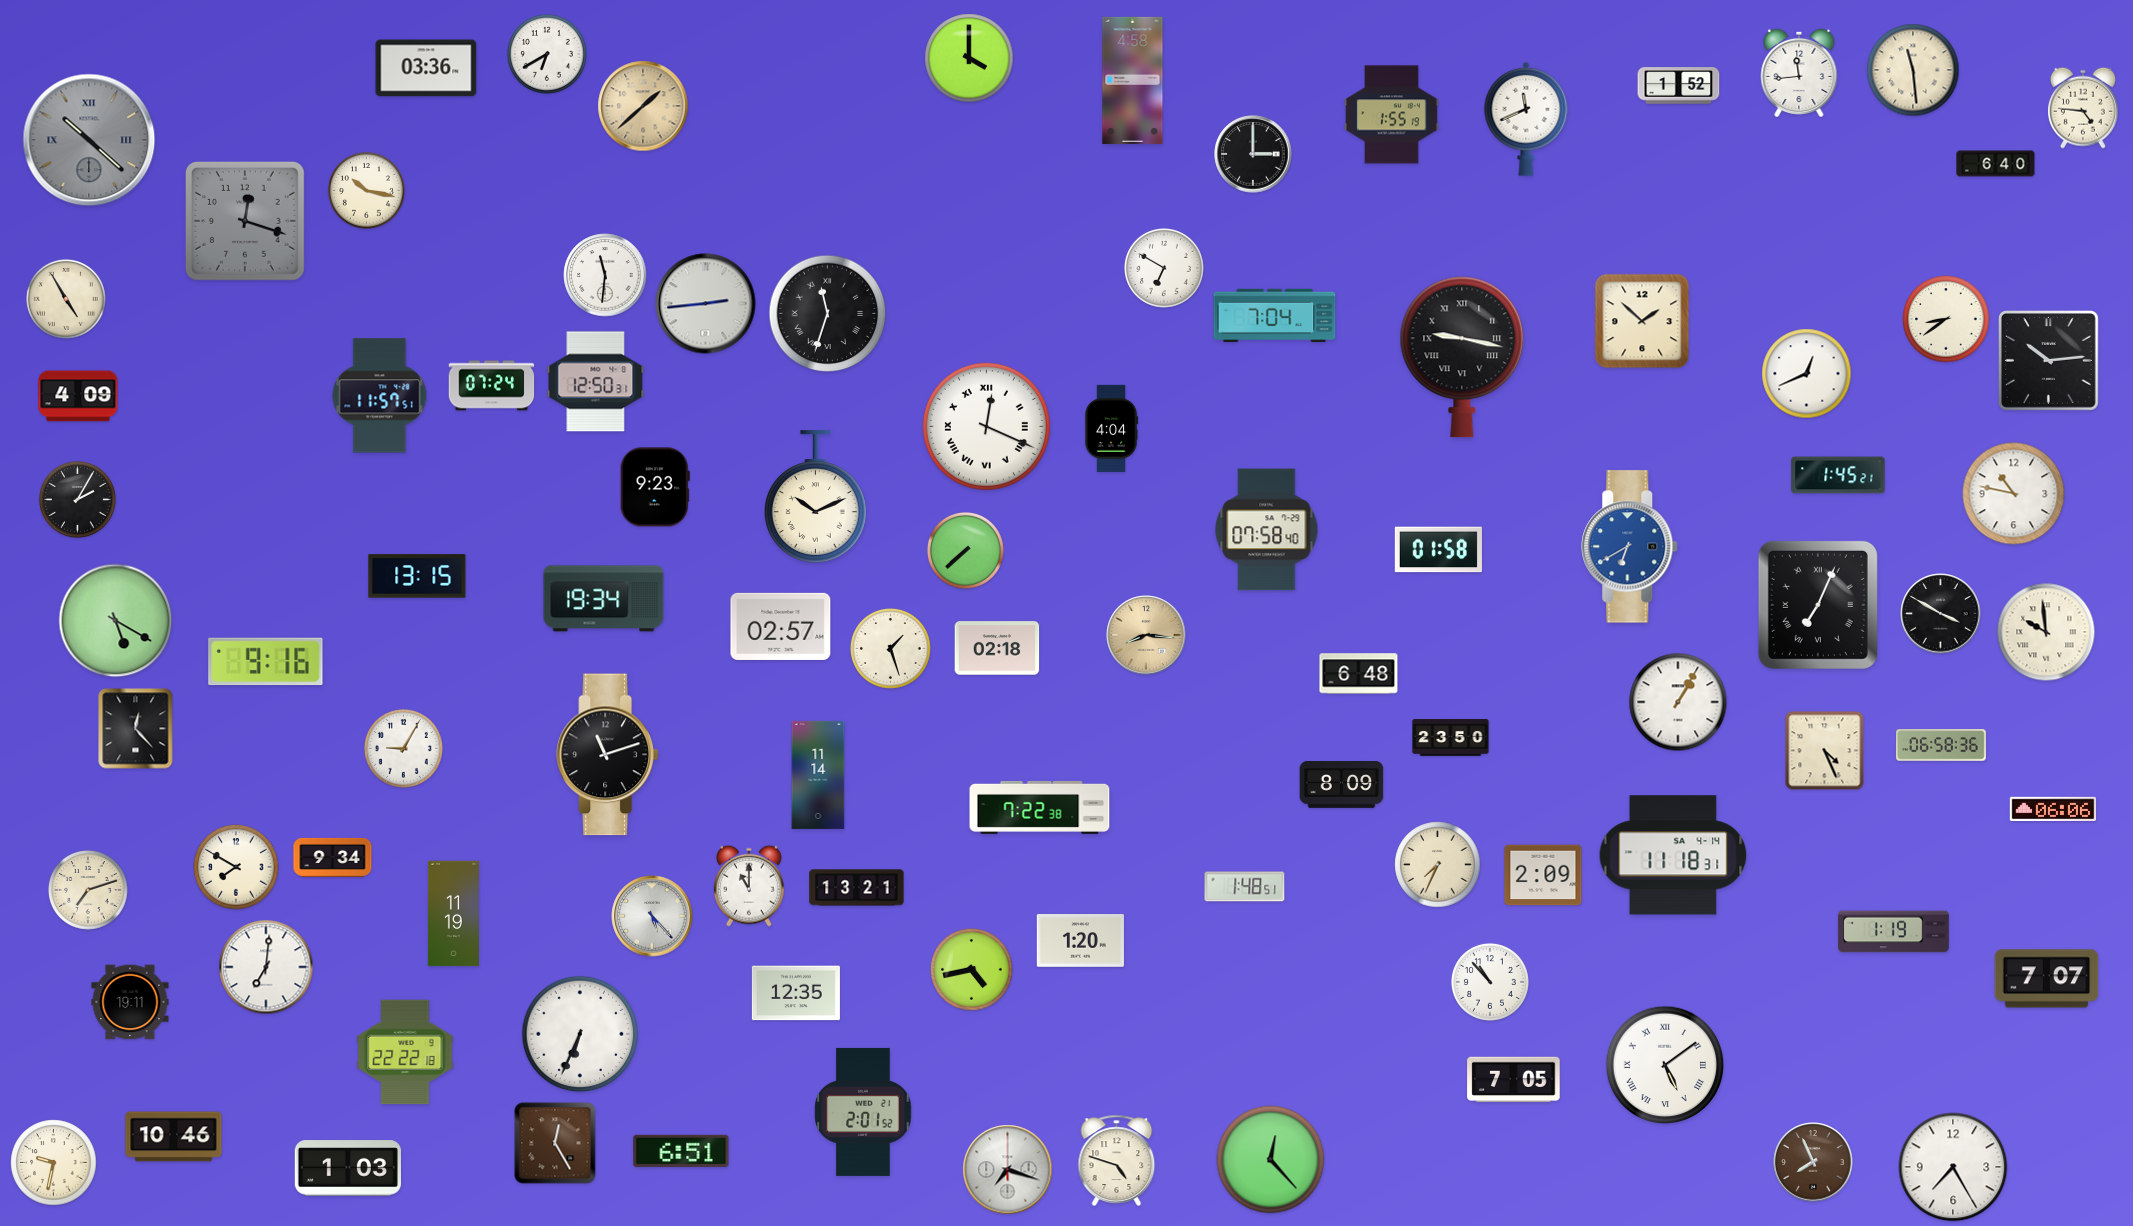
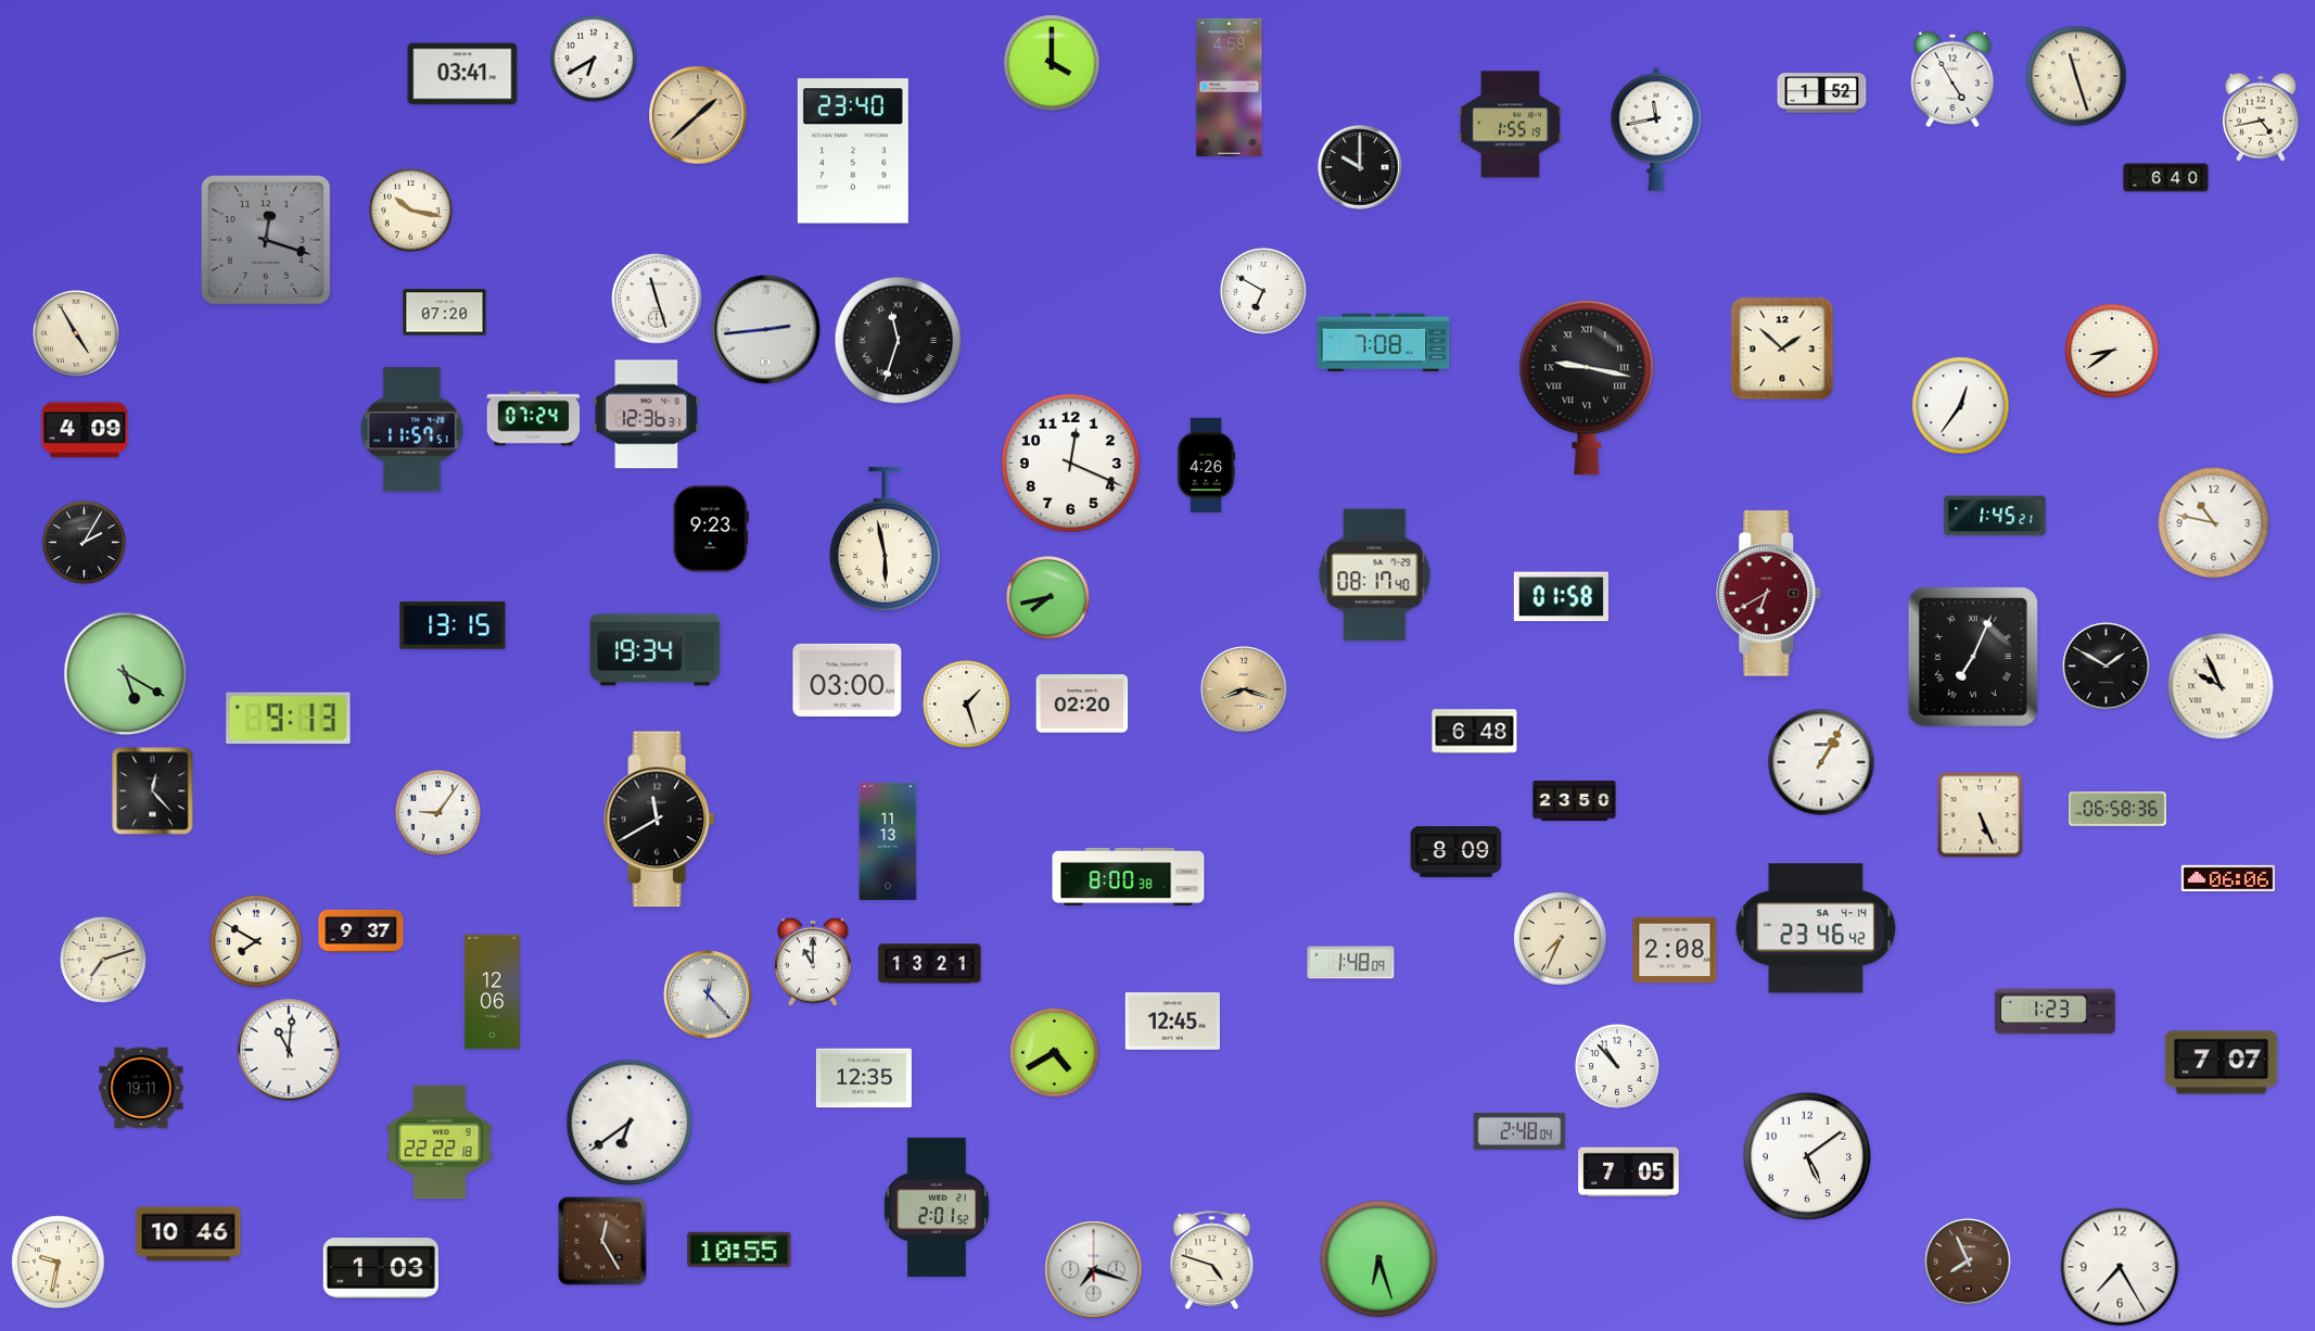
clock at (426, 68): 03:36 -> 03:41
clock at (1913, 70): 11:29 -> 11:27
clock at (1799, 72): 11:44 -> 4:55
clock at (2083, 108): 4:46 -> 4:43
clock at (1526, 119): 11:41 -> 11:43
clock at (853, 151): none -> 23:40
clock at (89, 140): 10:22 -> none
clock at (1253, 154): 3:00 -> 10:00
clock at (366, 190) position: (366, 190) -> (410, 210)
clock at (605, 275): 11:31 -> 11:27
clock at (445, 313): none -> 07:20
clock at (66, 299) position: (66, 299) -> (76, 333)
clock at (1275, 316): 7:04 -> 7:08
clock at (1946, 319) position: (1946, 319) -> (2112, 351)
clock at (2049, 361): 10:14 -> none
clock at (1807, 374): 12:41 -> 12:36
clock at (596, 382): 12:50 -> 12:36
clock at (986, 426) numerals: Roman -> Arabic
clock at (1111, 428): 4:04 -> 4:26
clock at (2014, 494) position: (2014, 494) -> (2214, 523)
clock at (815, 497): 10:11 -> 5:58
clock at (1267, 530): 07:58 -> 08:17
clock at (1630, 547) dial: blue -> burgundy
clock at (965, 550): 7:38 -> 7:43
clock at (1941, 614): 3:50 -> 1:50
clock at (781, 626): 02:57 -> 03:00
clock at (2046, 632): 9:59 -> 9:56
clock at (1146, 635): 8:16 -> 8:18
clock at (997, 648): 02:18 -> 02:20
clock at (266, 662): 9:16 -> 9:13
clock at (136, 729) position: (136, 729) -> (153, 791)
clock at (1942, 745) position: (1942, 745) -> (2119, 809)
clock at (403, 748): 9:05 -> 9:06
clock at (1825, 751): 4:26 -> 5:26
clock at (608, 755): 11:12 -> 11:40
clock at (818, 775): 11:14 -> 11:13
clock at (1040, 807): 7:22 -> 8:00
clock at (1673, 855): 11:18 -> 23:46
clock at (333, 857): 9:34 -> 9:37
clock at (1543, 875): 2:09 -> 2:08
clock at (1245, 887): 1:48:51 -> 1:48:09
clock at (88, 890) position: (88, 890) -> (103, 960)
clock at (453, 914): 11:19 -> 12:06
clock at (652, 916): 5:23 -> 12:23
clock at (1894, 932): 1:19 -> 1:23
clock at (1080, 941): 1:20 -> 12:45
clock at (266, 967): 7:01 -> 11:01
clock at (972, 970): 4:43 -> 4:40
clock at (580, 1034): 6:34 -> 6:39
clock at (1519, 1131): none -> 2:48
clock at (1665, 1065) numerals: Roman -> Arabic
clock at (1514, 1080) position: (1514, 1080) -> (1629, 1172)
clock at (681, 1151): 6:51 -> 10:55
clock at (1271, 1160): 12:23 -> 6:27
clock at (348, 1168) position: (348, 1168) -> (381, 1268)
